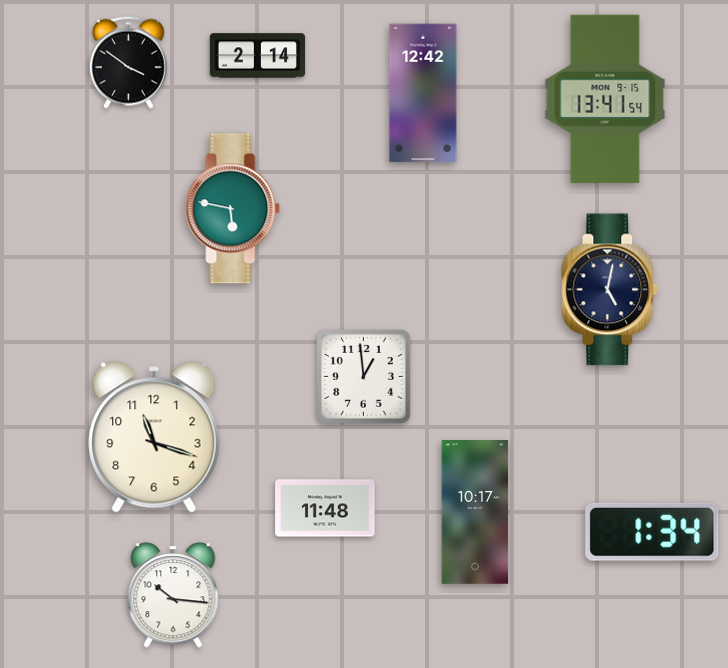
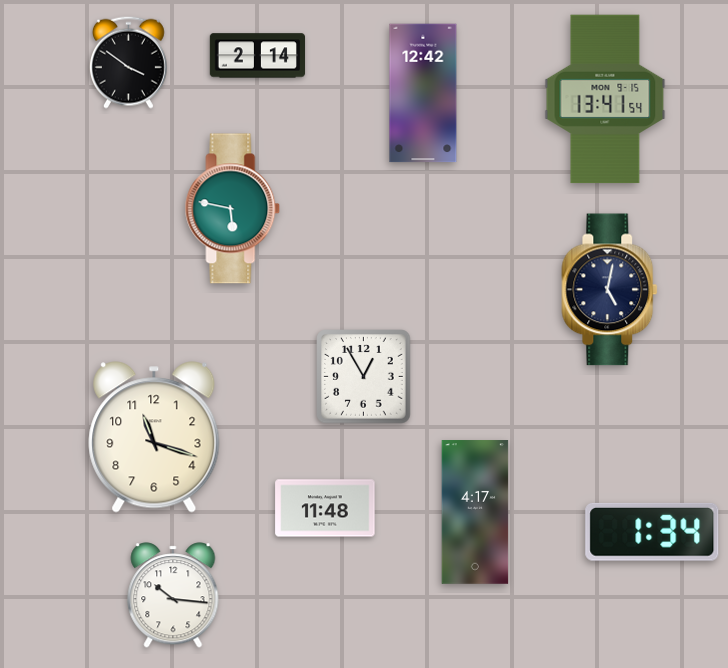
clock at (364, 377): 12:59 -> 12:55
clock at (475, 512): 10:17 -> 4:17
